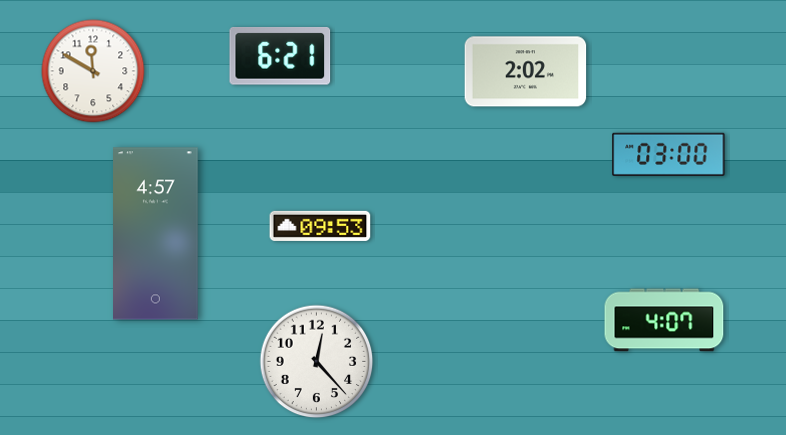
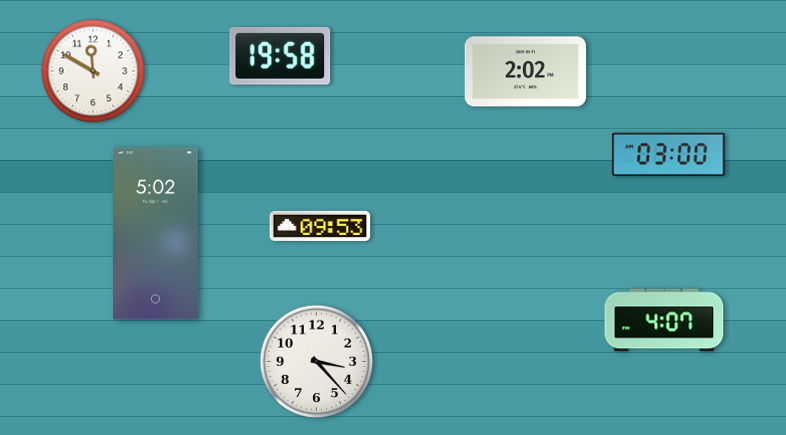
clock at (280, 56): 6:21 -> 19:58
clock at (156, 234): 4:57 -> 5:02
clock at (317, 362): 12:23 -> 3:23
